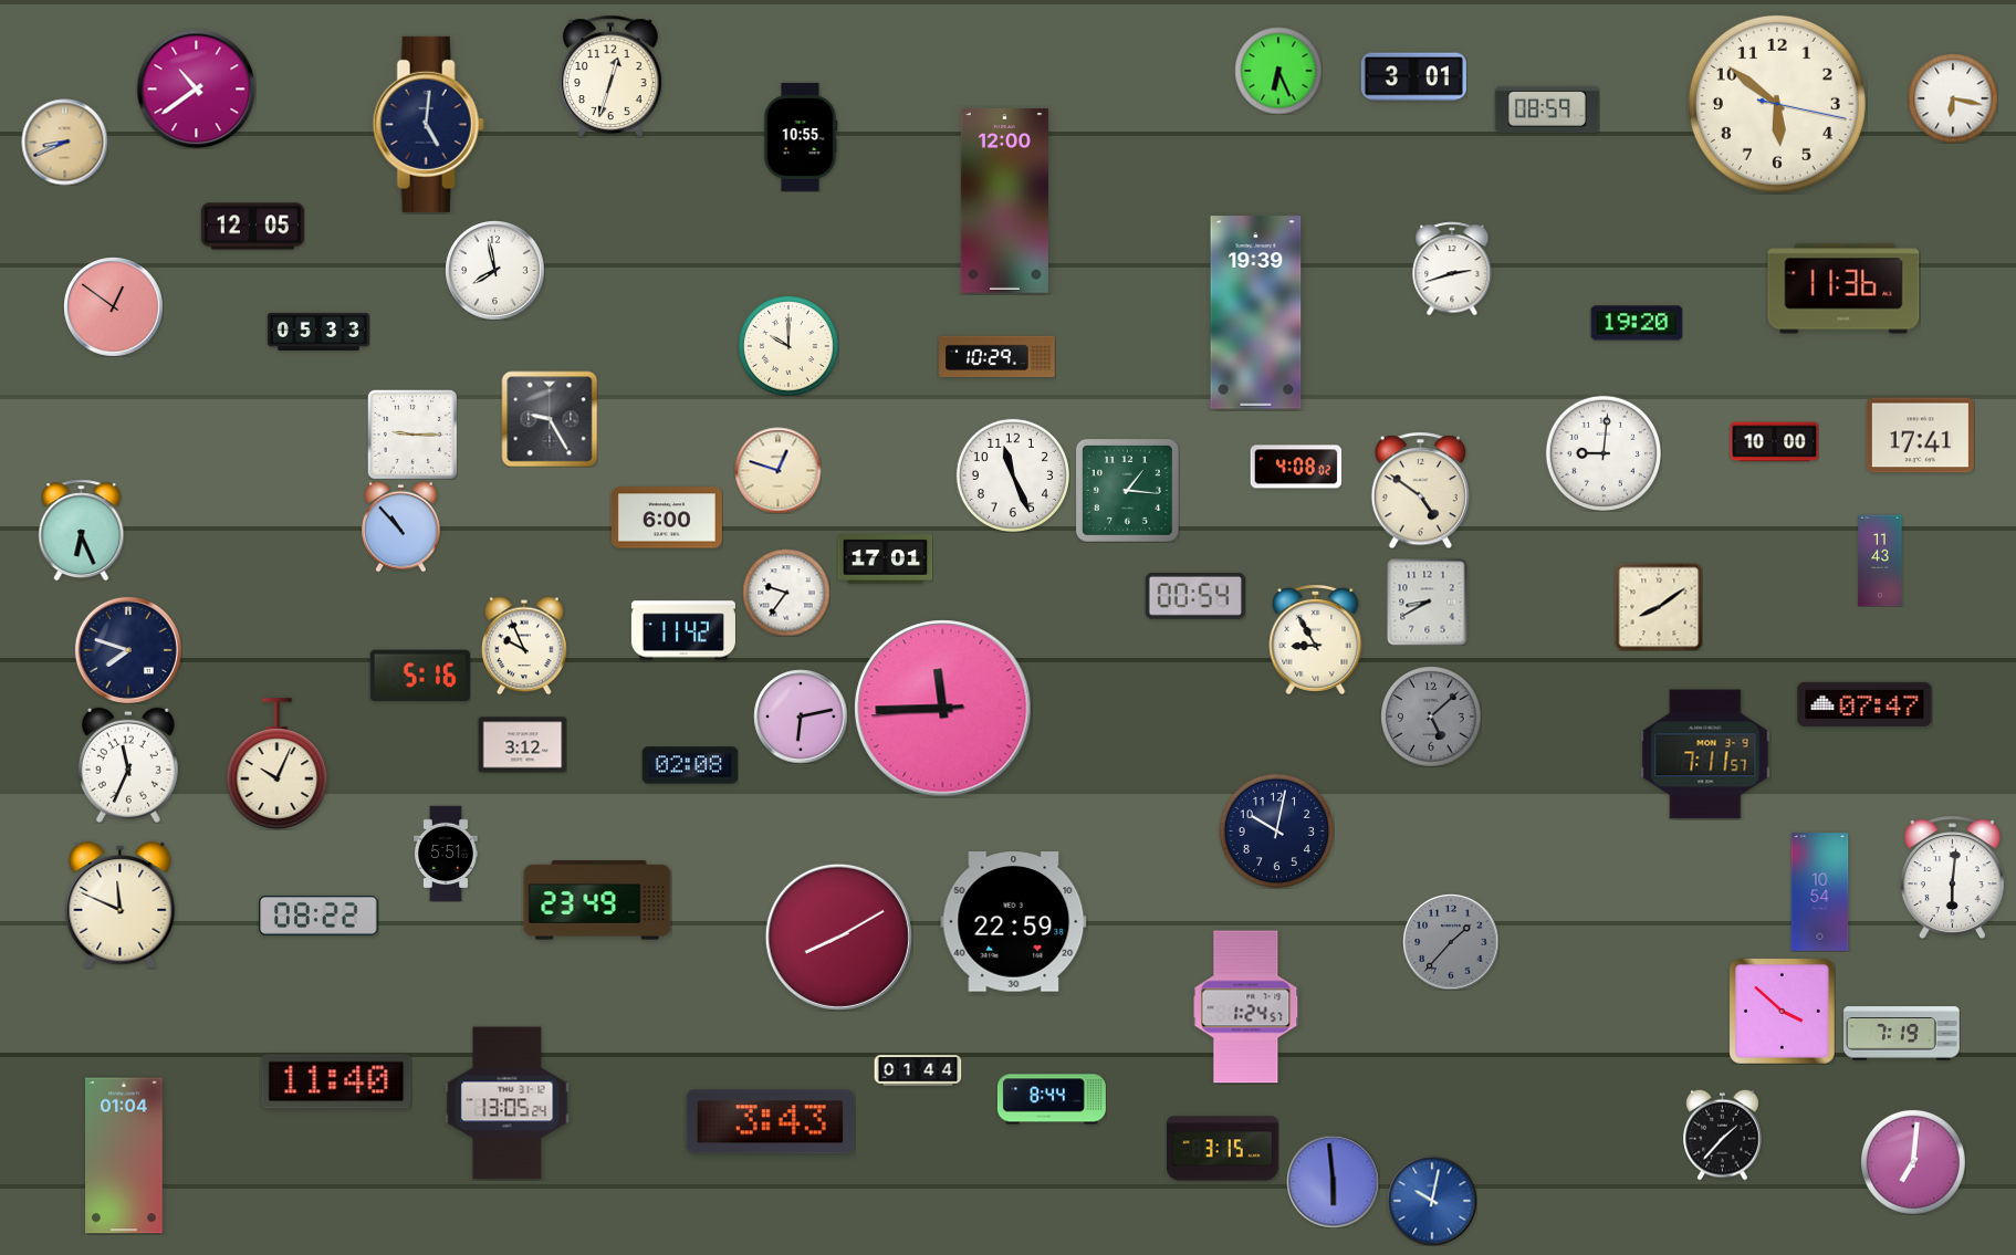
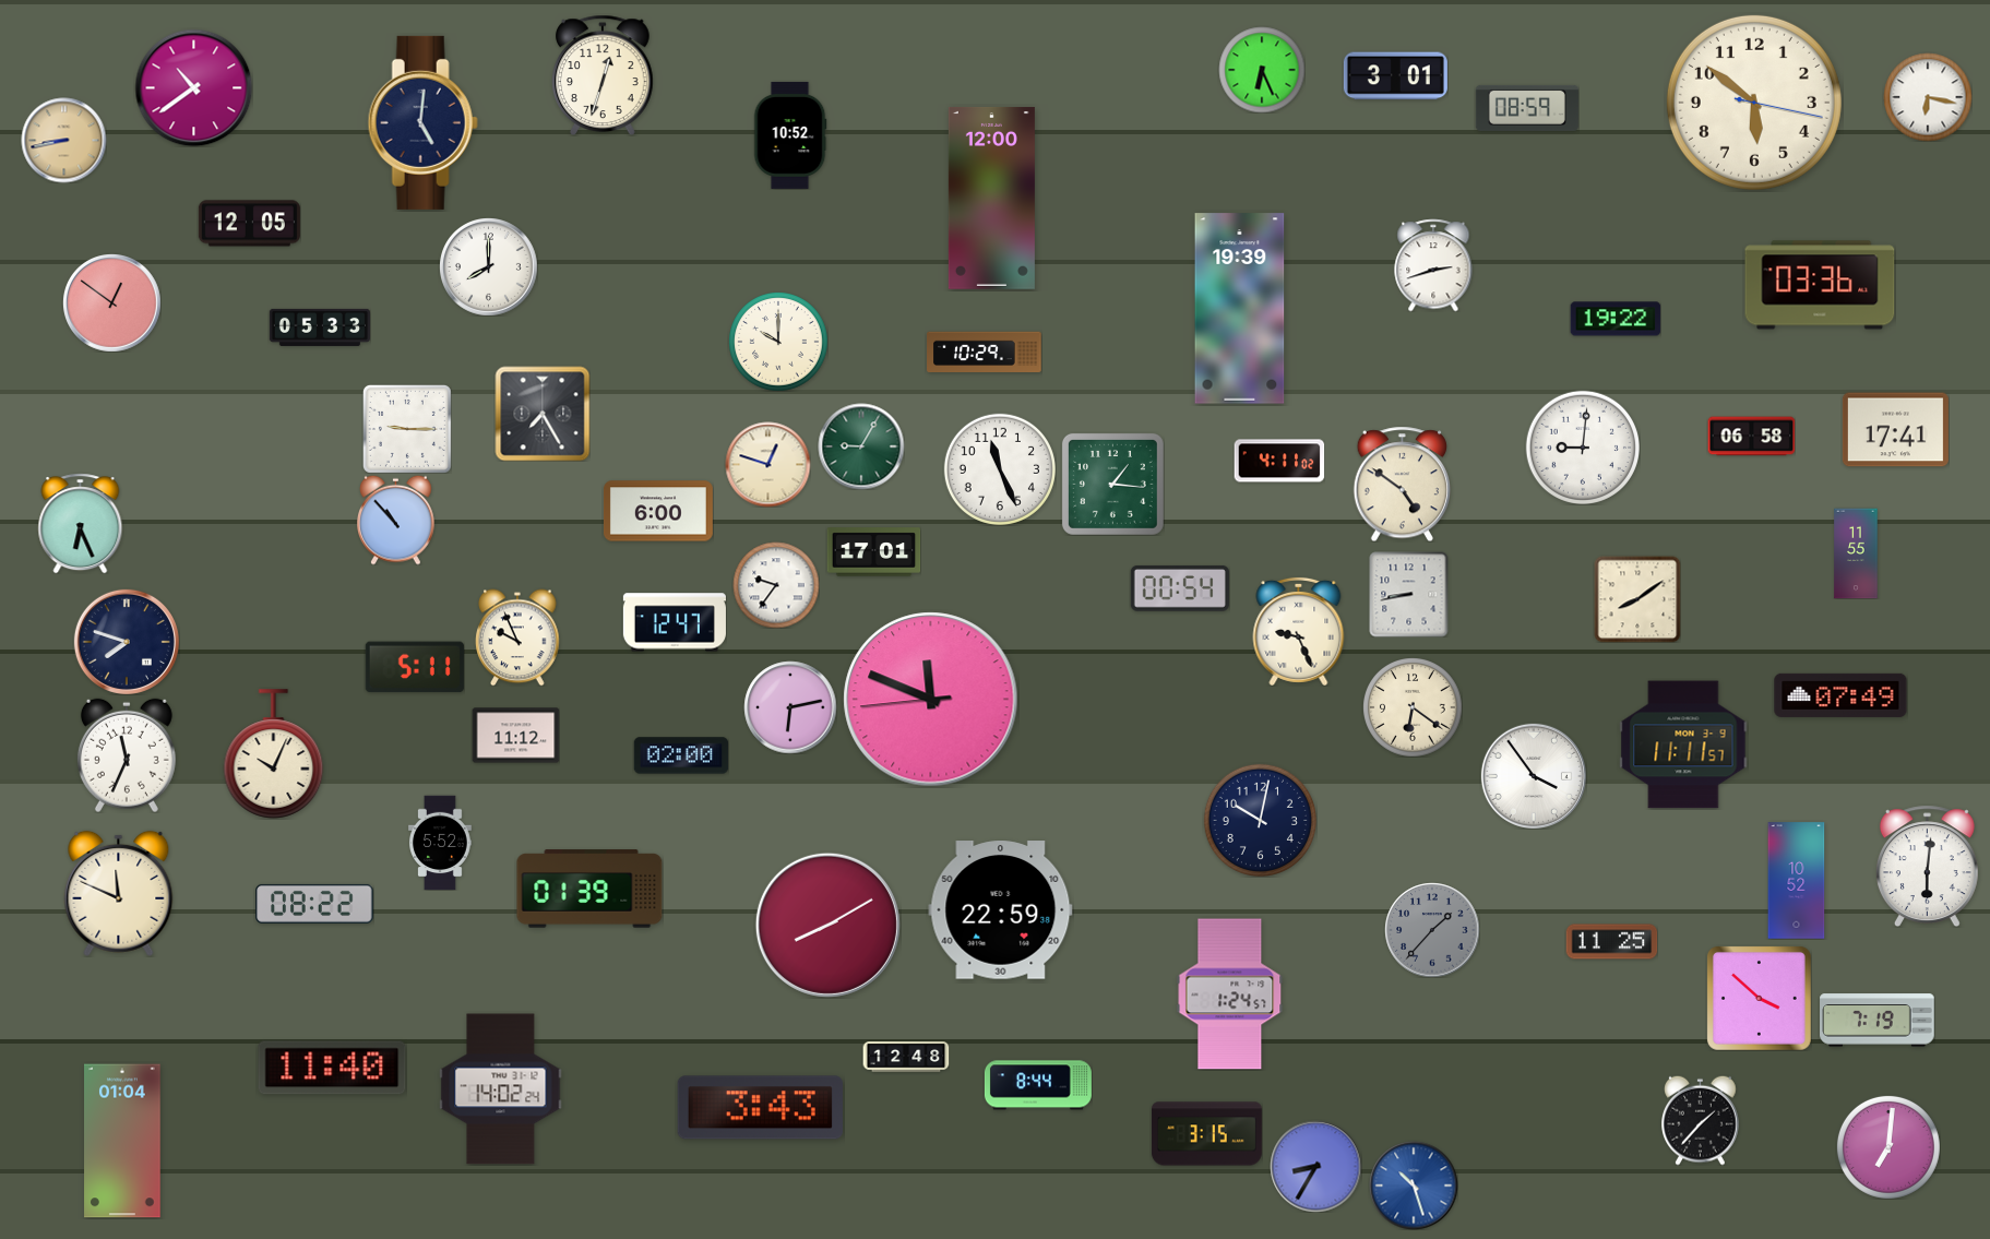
clock at (801, 137): 10:55 -> 10:52
clock at (64, 142): 8:41 -> 8:43
clock at (494, 270): 7:58 -> 8:00
clock at (1843, 289): 11:36 -> 03:36
clock at (1637, 323): 19:20 -> 19:22
clock at (318, 332) position: (318, 332) -> (320, 327)
clock at (550, 419): 9:25 -> 7:25
clock at (1774, 442): 10:00 -> 06:58
clock at (861, 446): none -> 9:05
clock at (1296, 467): 4:08 -> 4:11
clock at (1880, 561): 11:43 -> 11:55
clock at (1428, 602): 8:40 -> 8:43
clock at (683, 630): 11:42 -> 12:47
clock at (1316, 639): 8:55 -> 9:26
clock at (420, 676): 5:16 -> 5:11
clock at (1864, 704): 07:47 -> 07:49
clock at (943, 709): 11:44 -> 11:48
clock at (1431, 717): 5:08 -> 6:21
clock at (1431, 717) dial: grey -> cream
clock at (522, 745): 3:12 -> 11:12
clock at (1705, 754): 7:11 -> 11:11
clock at (690, 765): 02:08 -> 02:00
clock at (1534, 776): none -> 3:54
clock at (447, 854): 5:51 -> 5:52
clock at (1820, 892): 10:54 -> 10:52
clock at (597, 900): 23:49 -> 01:39
clock at (1611, 942): none -> 11:25
clock at (918, 1070): 01:44 -> 12:48
clock at (508, 1104): 13:05 -> 14:02
clock at (1333, 1181): 5:59 -> 8:35
clock at (1432, 1201): 10:02 -> 10:27
